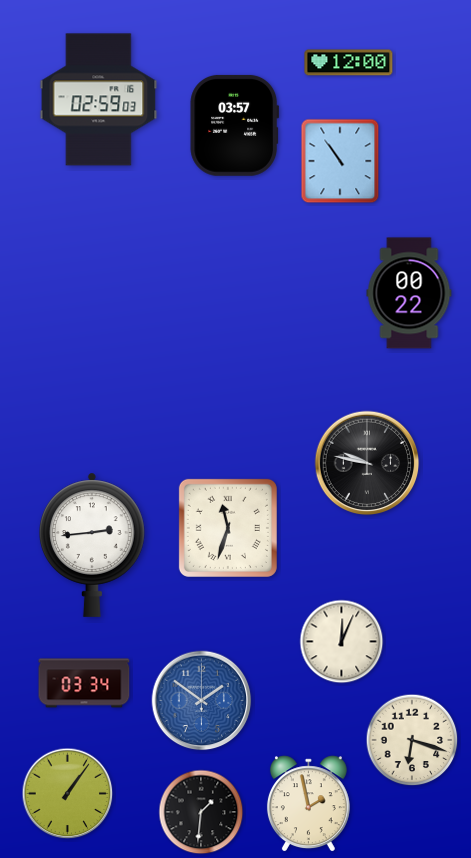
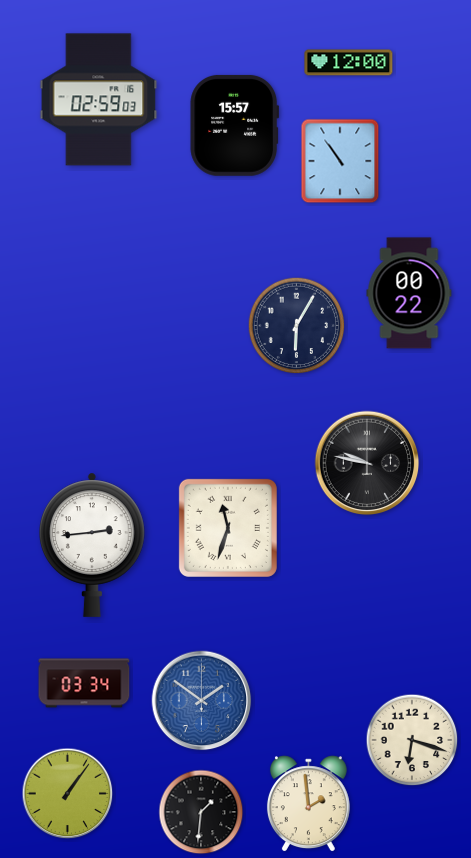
clock at (235, 125): 03:57 -> 15:57
clock at (297, 326): none -> 6:05
clock at (342, 642): 12:04 -> none
clock at (308, 804): 1:58 -> 1:59
